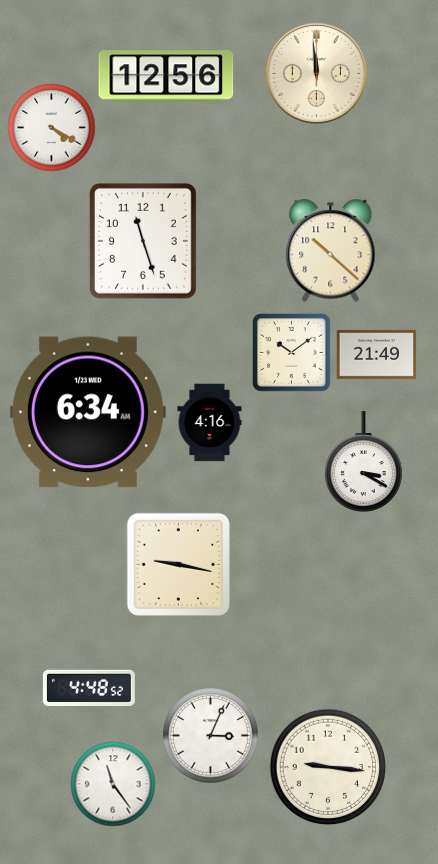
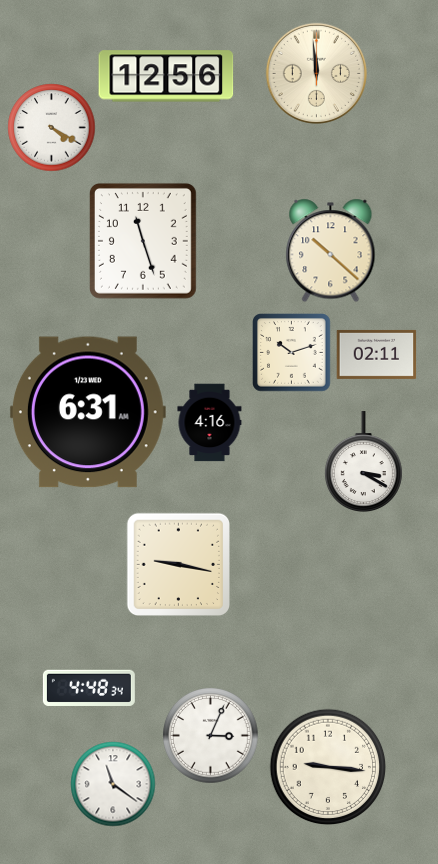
clock at (291, 352): 10:09 -> 10:12
clock at (376, 354): 21:49 -> 02:11
clock at (88, 412): 6:34 -> 6:31
clock at (89, 687): 4:48:52 -> 4:48:34
clock at (113, 784): 11:24 -> 11:21
